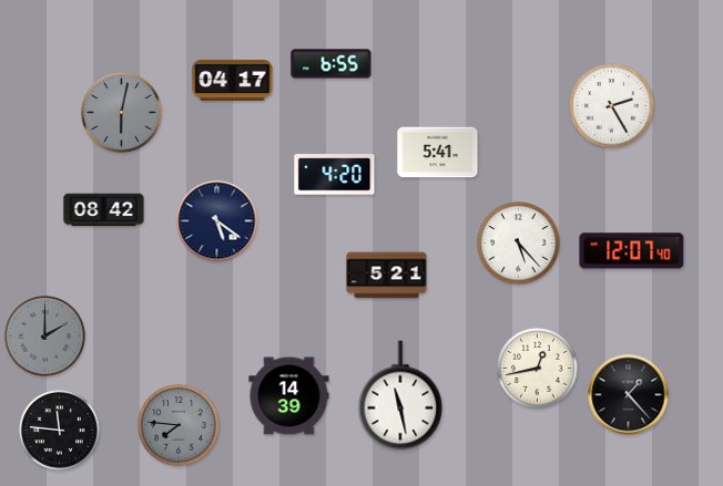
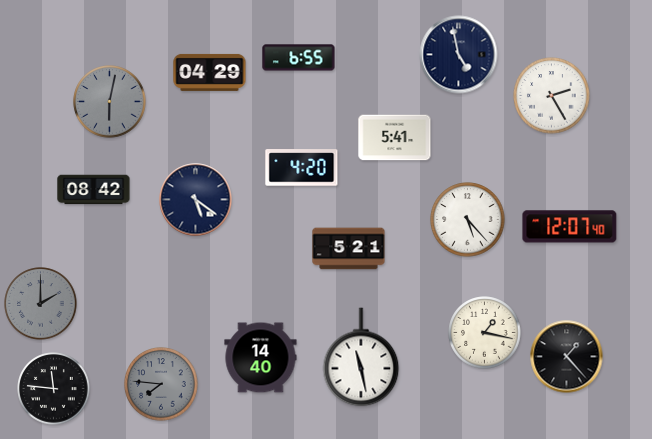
clock at (459, 55): none -> 4:58
clock at (233, 80): 04:17 -> 04:29
clock at (335, 175) position: (335, 175) -> (302, 168)
clock at (538, 369): 12:43 -> 1:17
clock at (289, 396): 14:39 -> 14:40
